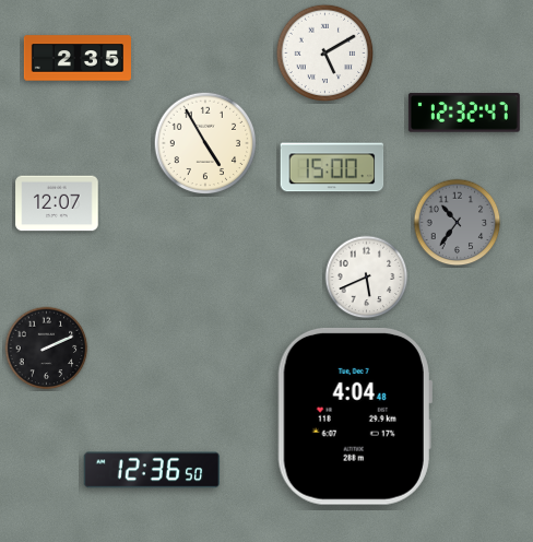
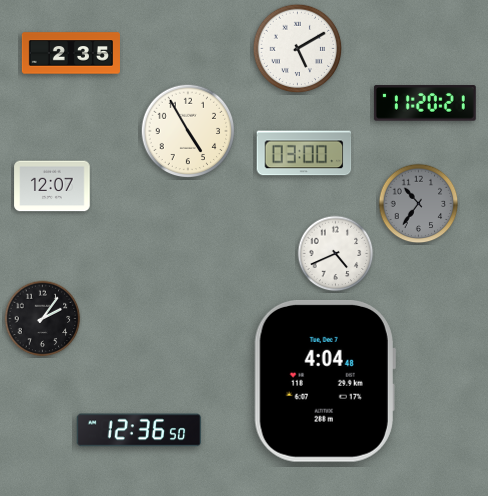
clock at (464, 113): 12:32 -> 11:20
clock at (332, 167): 15:00 -> 03:00
clock at (367, 278): 5:41 -> 4:41
clock at (47, 349): 2:11 -> 2:06
